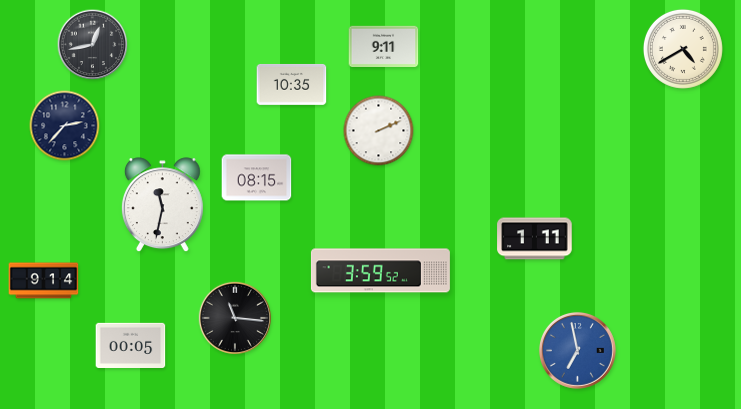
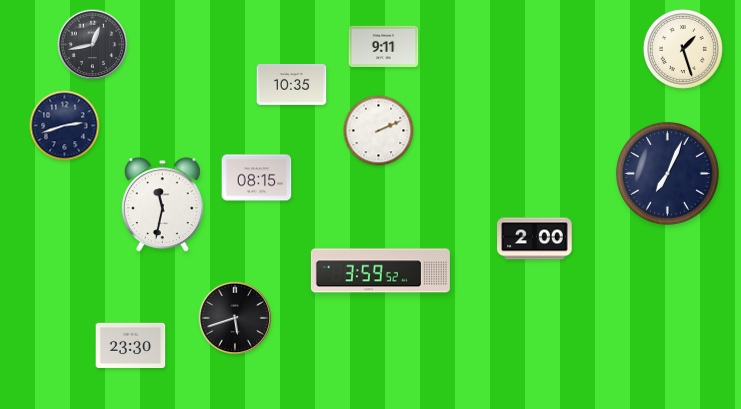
clock at (683, 49): 4:40 -> 1:27
clock at (65, 126): 2:37 -> 2:42
clock at (667, 173): none -> 7:04
clock at (535, 239): 1:11 -> 2:00
clock at (44, 281): 9:14 -> none
clock at (234, 317): 11:16 -> 5:42
clock at (131, 345): 00:05 -> 23:30
clock at (577, 350): 6:58 -> none
